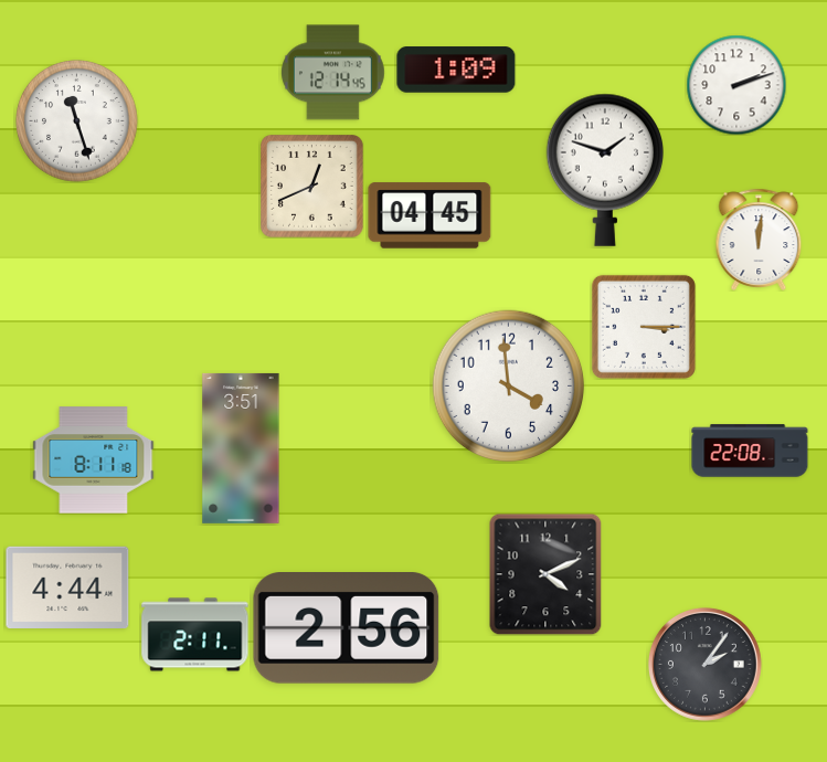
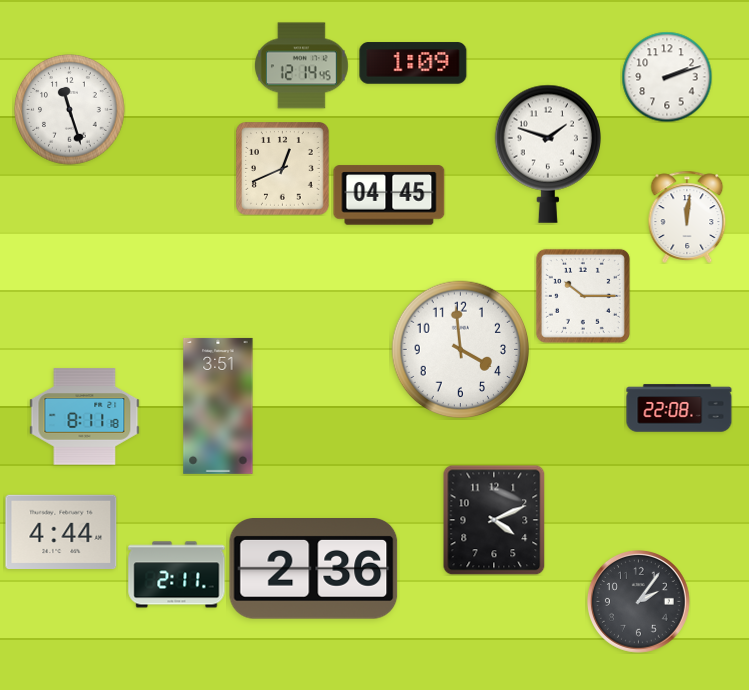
clock at (644, 327): 3:15 -> 10:15
clock at (347, 628): 2:56 -> 2:36
